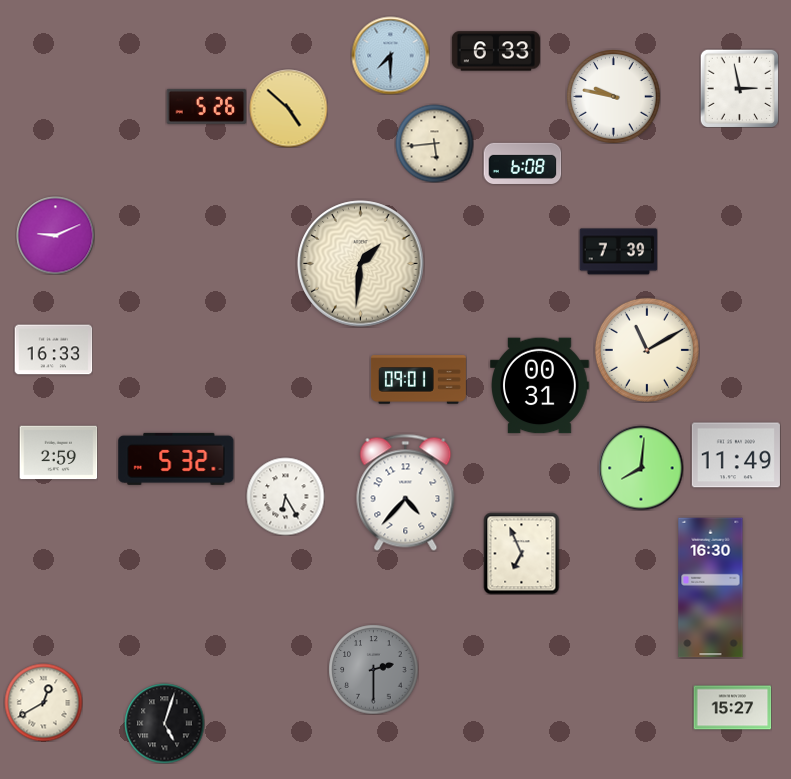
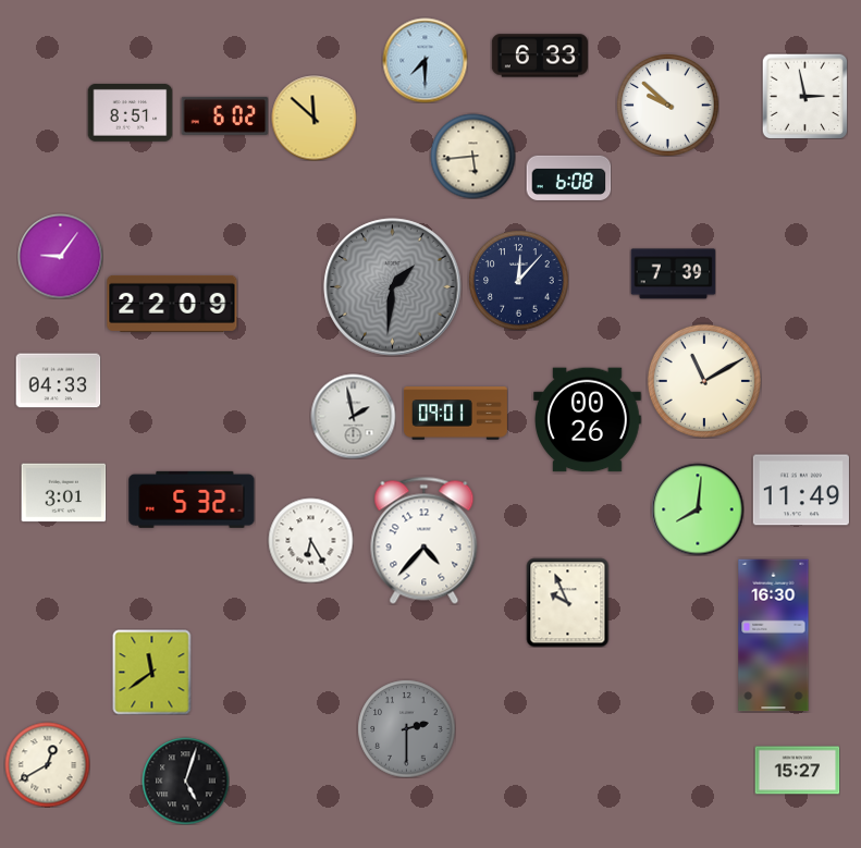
clock at (613, 96): 9:47 -> 9:52
clock at (130, 112): none -> 8:51
clock at (206, 106): 5:26 -> 6:02
clock at (288, 108): 4:52 -> 11:52
clock at (55, 235): 9:11 -> 9:06
clock at (518, 280): none -> 12:07
clock at (361, 264) dial: cream -> grey
clock at (172, 304): none -> 22:09
clock at (53, 350): 16:33 -> 04:33
clock at (353, 416): none -> 1:58
clock at (540, 386): 00:31 -> 00:26
clock at (58, 453): 2:59 -> 3:01
clock at (736, 455) position: (736, 455) -> (801, 490)
clock at (406, 492) position: (406, 492) -> (425, 540)
clock at (522, 553): 6:56 -> 9:56
clock at (711, 588) position: (711, 588) -> (774, 636)
clock at (152, 672): none -> 11:39
clock at (164, 723) position: (164, 723) -> (185, 781)
